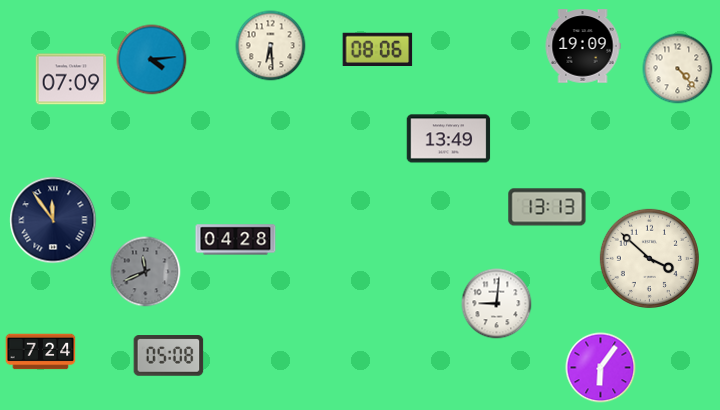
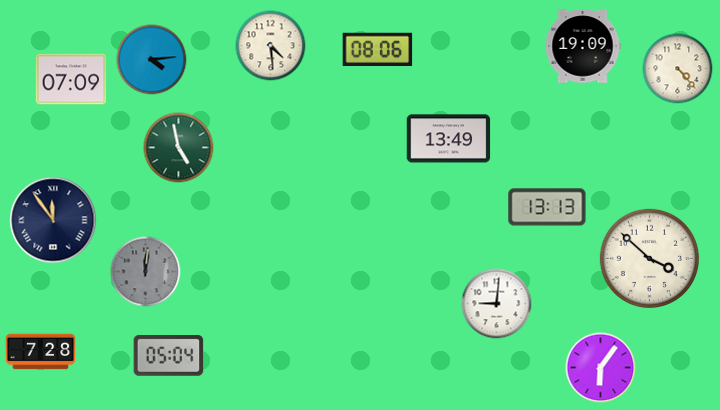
clock at (271, 46): 6:29 -> 4:29
clock at (179, 148): none -> 4:58
clock at (236, 240): 04:28 -> none
clock at (146, 272): 11:41 -> 12:01
clock at (41, 352): 7:24 -> 7:28
clock at (169, 356): 05:08 -> 05:04
